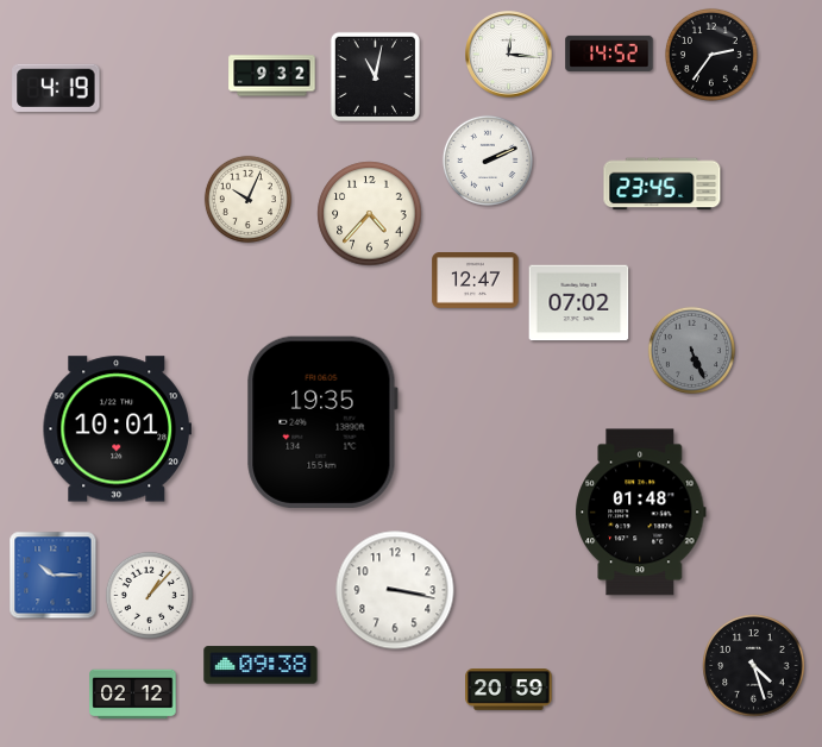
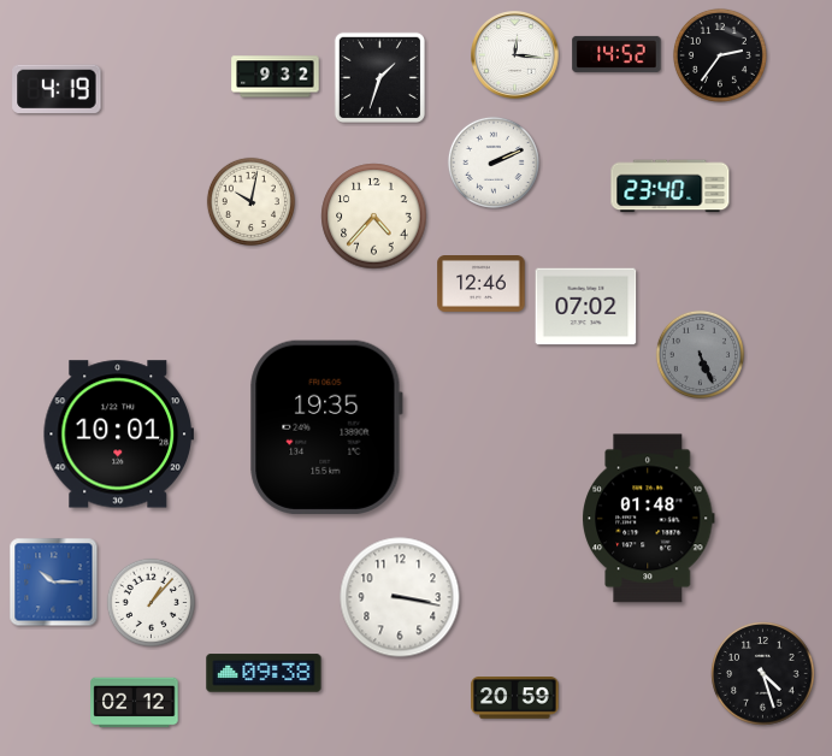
clock at (375, 76): 11:02 -> 1:33
clock at (663, 184): 23:45 -> 23:40
clock at (247, 199): 10:04 -> 10:02
clock at (476, 281): 12:47 -> 12:46
